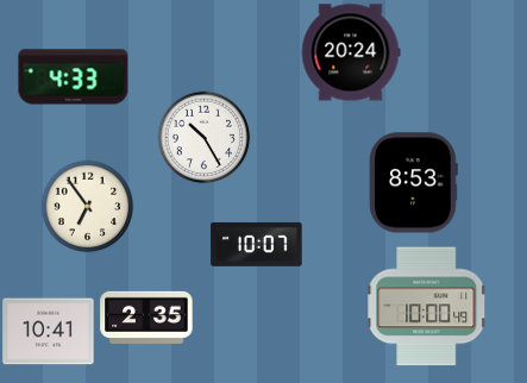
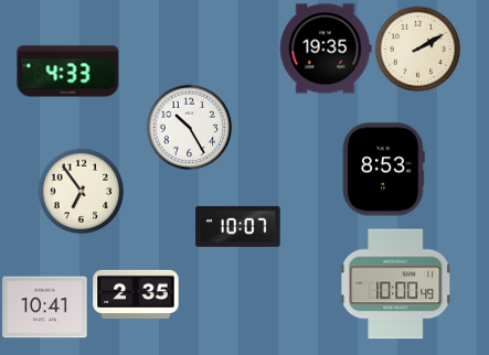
clock at (351, 52): 20:24 -> 19:35
clock at (417, 49): none -> 2:10
